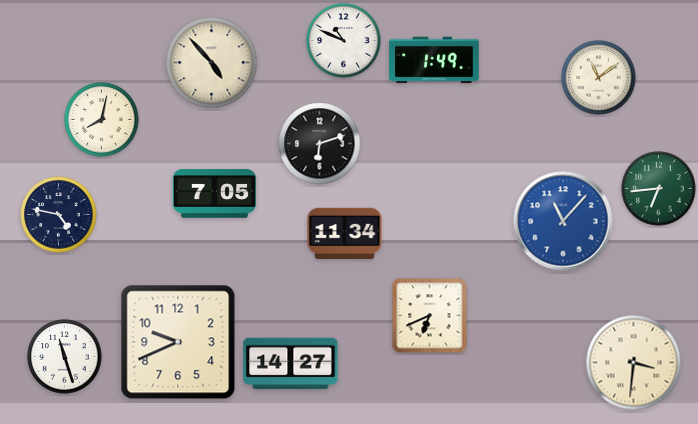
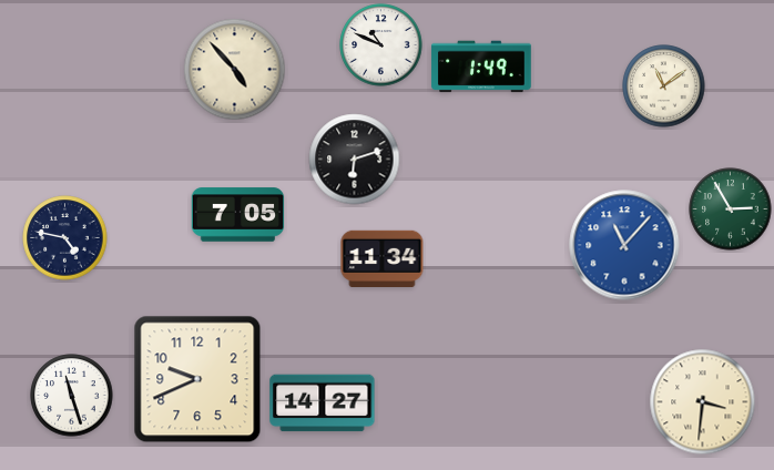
clock at (102, 120): 8:02 -> none
clock at (659, 189): 6:44 -> 2:55
clock at (430, 316): 6:41 -> none
